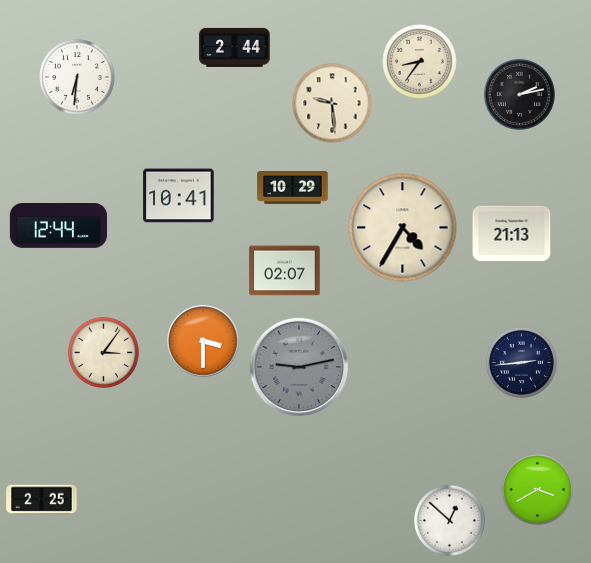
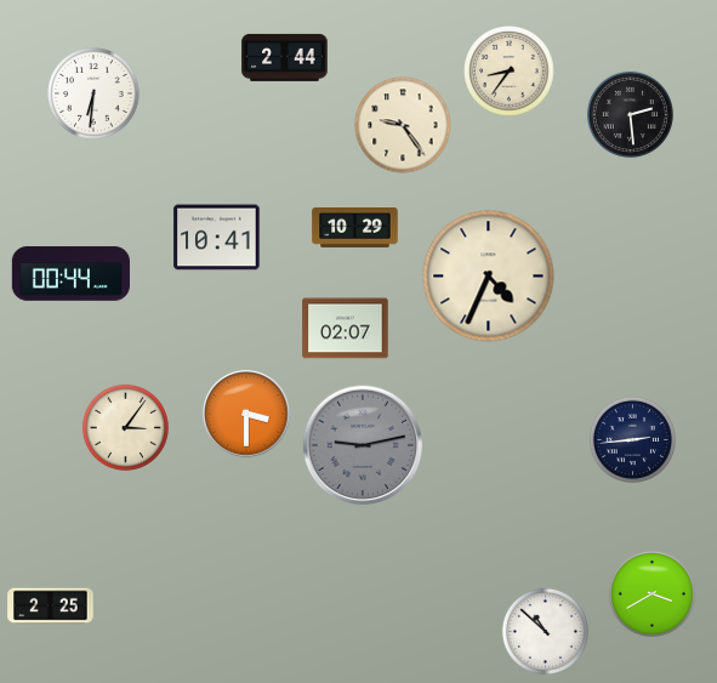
clock at (420, 62) position: (420, 62) -> (510, 72)
clock at (519, 94): 2:13 -> 2:29
clock at (332, 103): 9:29 -> 9:24
clock at (58, 226): 12:44 -> 00:44
clock at (403, 228): 4:35 -> 4:34
clock at (512, 233): 21:13 -> none
clock at (449, 520): 12:52 -> 10:52
